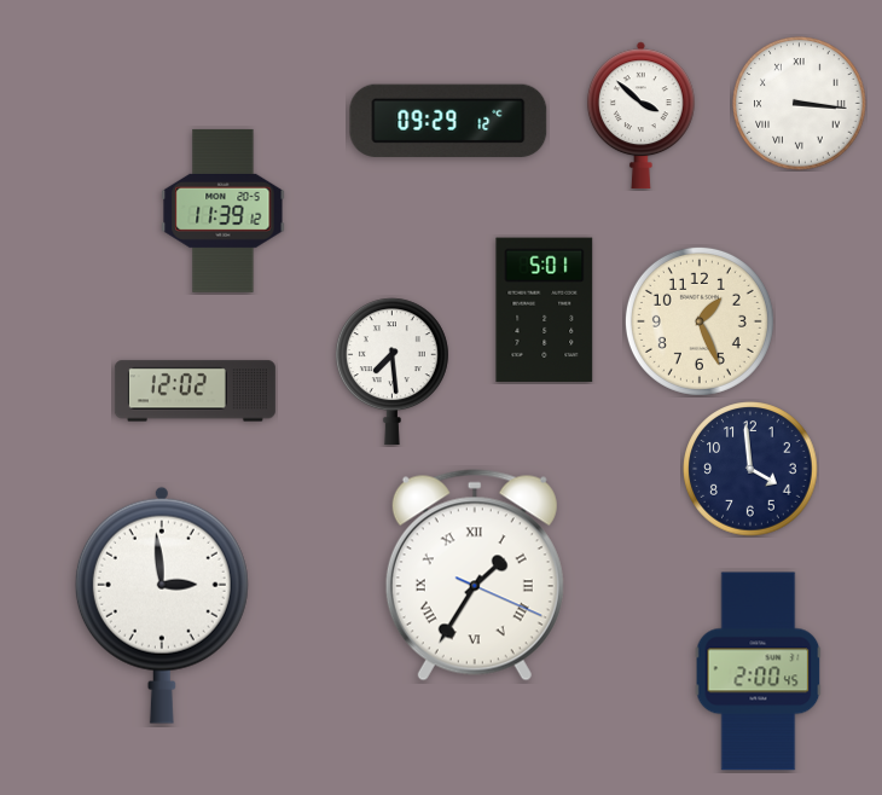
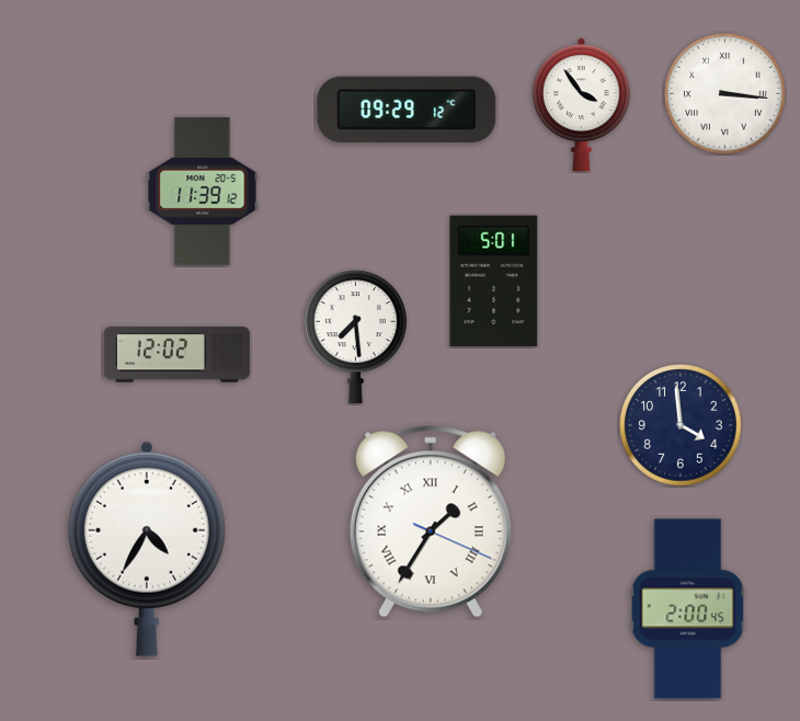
clock at (640, 116): 3:52 -> 3:54
clock at (700, 321): 1:26 -> none
clock at (162, 605): 2:59 -> 4:35
